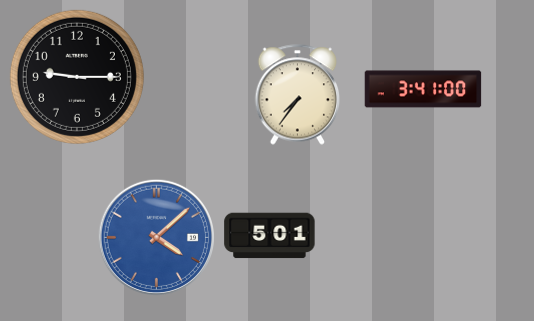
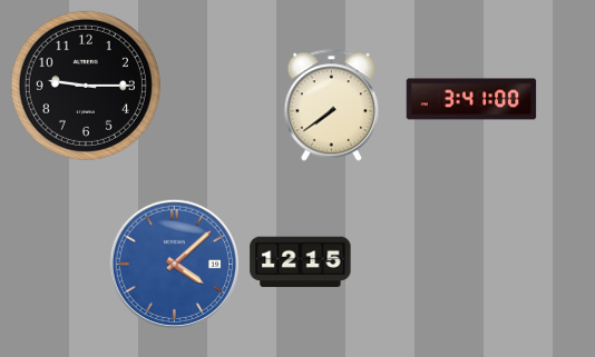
clock at (298, 95): 7:36 -> 7:39
clock at (270, 236): 5:01 -> 12:15
